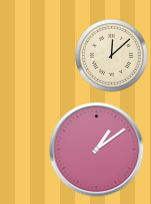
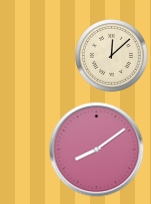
clock at (97, 150): 1:09 -> 8:09
